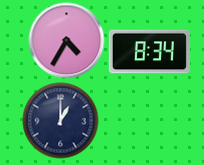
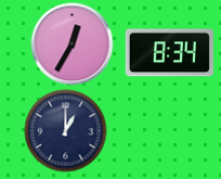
clock at (67, 41): 4:35 -> 12:35
clock at (149, 52) position: (149, 52) -> (169, 53)
